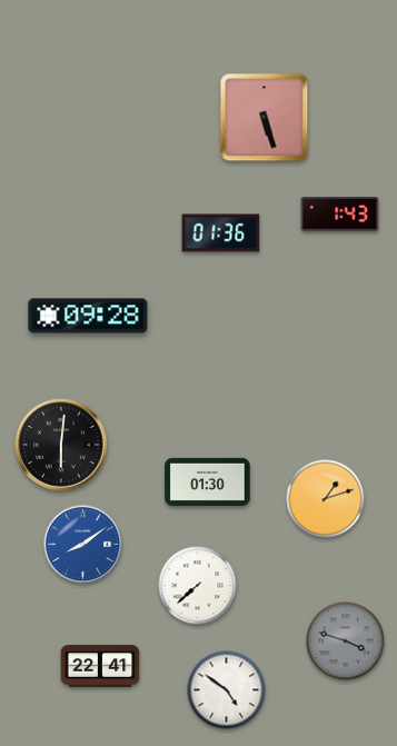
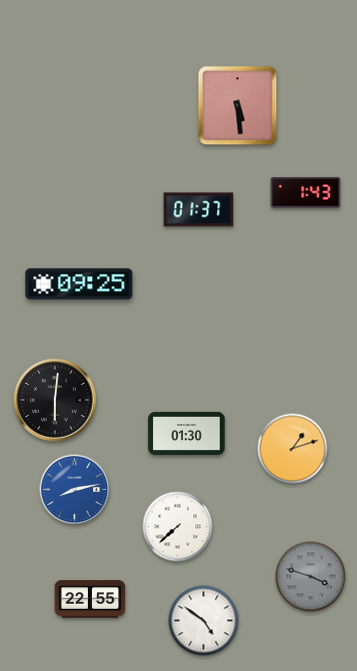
clock at (265, 118): 5:27 -> 5:29
clock at (221, 233): 01:36 -> 01:37
clock at (88, 316): 09:28 -> 09:25
clock at (83, 545): 8:09 -> 8:13
clock at (100, 666): 22:41 -> 22:55
